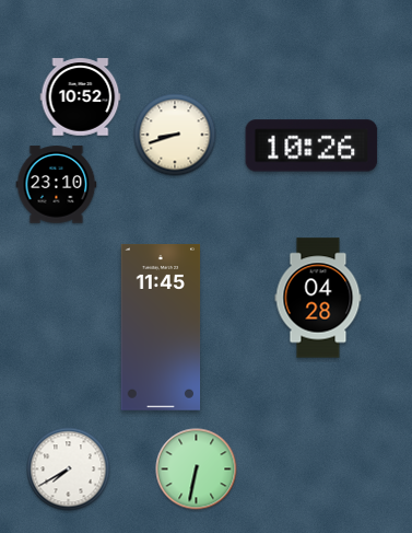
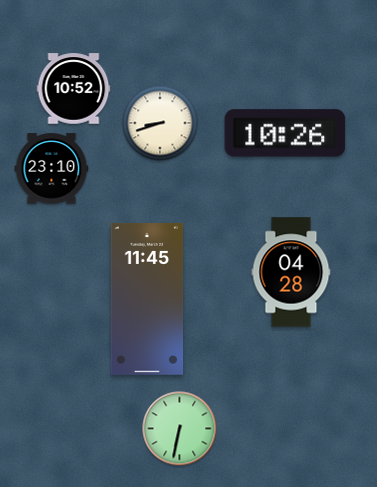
clock at (69, 470): 7:40 -> none
